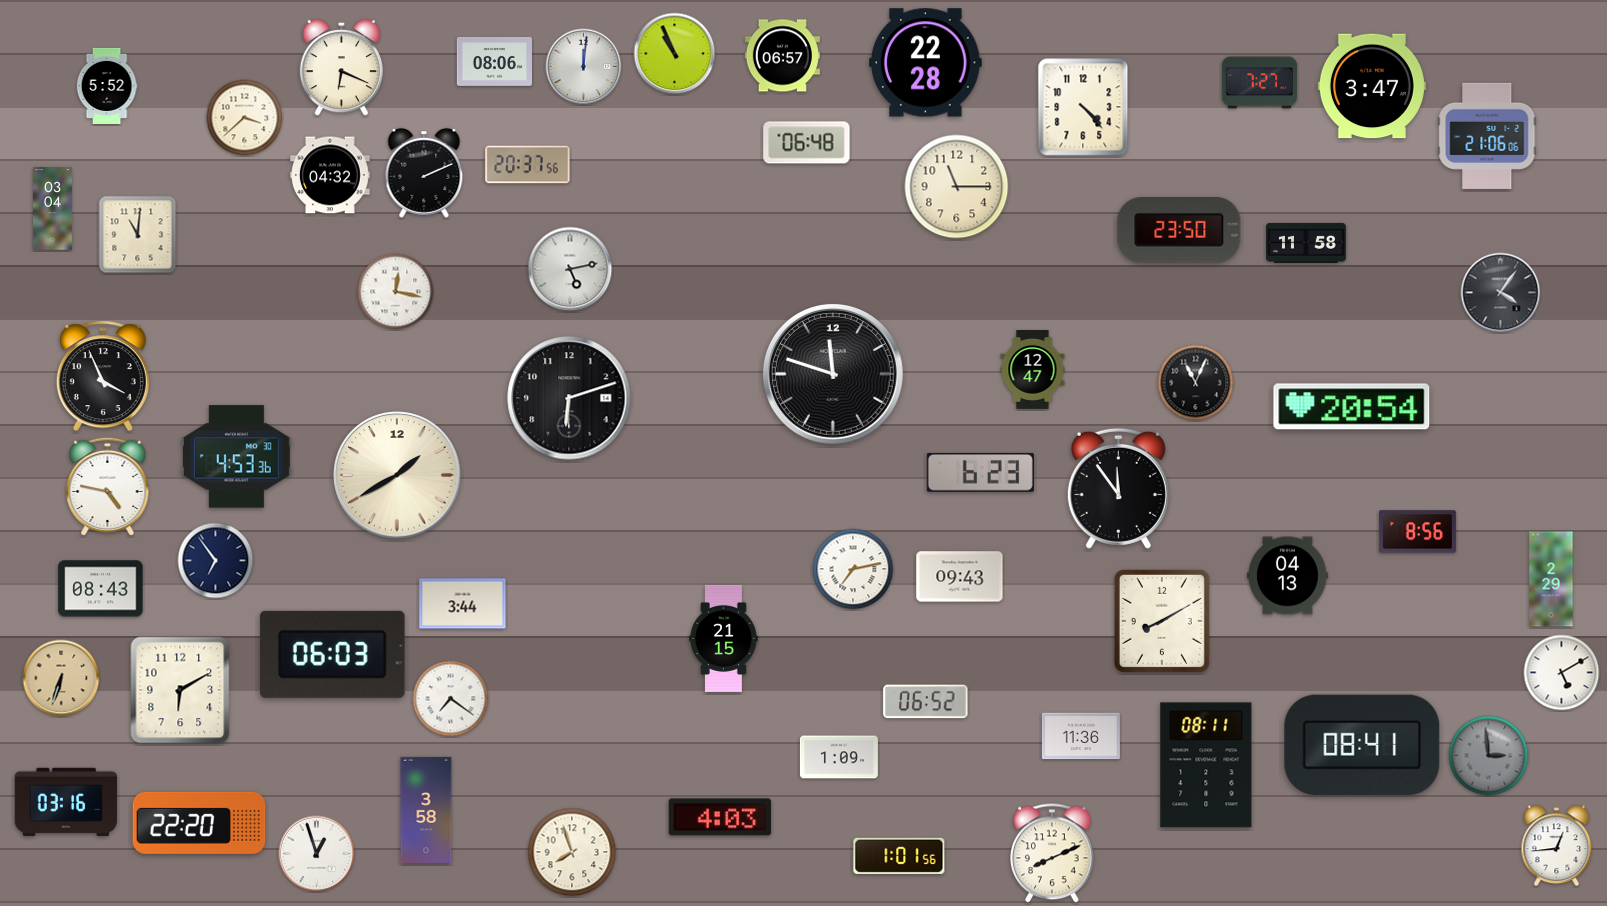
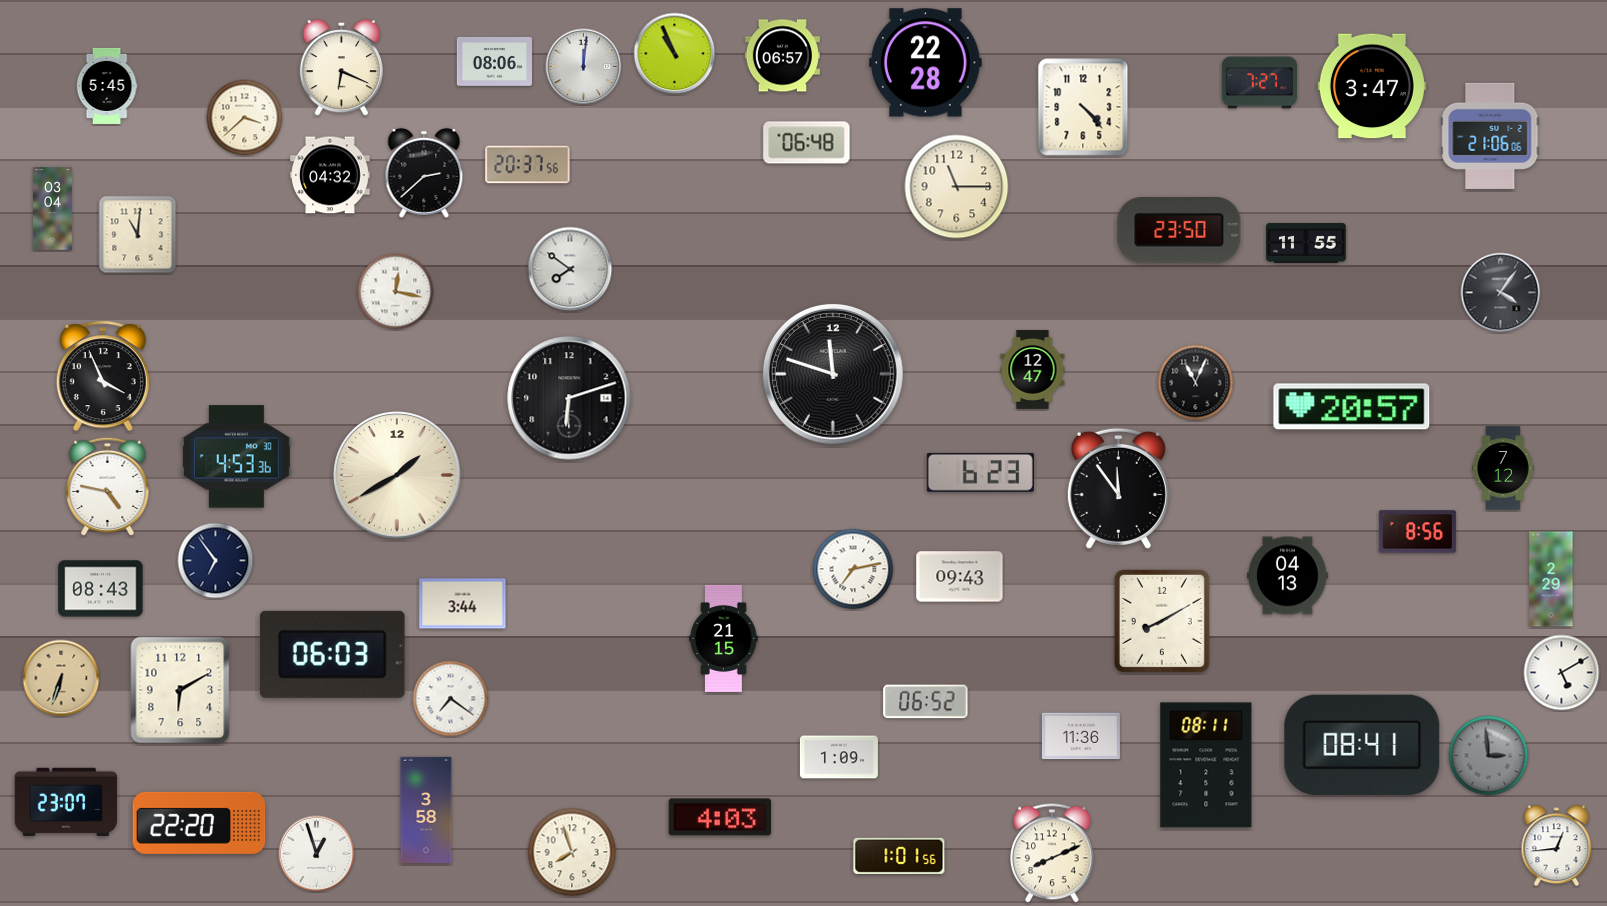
clock at (107, 86): 5:52 -> 5:45
clock at (1487, 136) position: (1487, 136) -> (1490, 136)
clock at (424, 173): 2:11 -> 2:38
clock at (1307, 243): 11:58 -> 11:55
clock at (570, 269): 5:13 -> 7:51
clock at (1352, 407): 20:54 -> 20:57
clock at (1503, 468): none -> 7:12
clock at (66, 801): 03:16 -> 23:07
